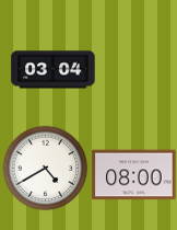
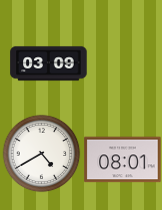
clock at (54, 70): 03:04 -> 03:09
clock at (134, 175): 08:00 -> 08:01
